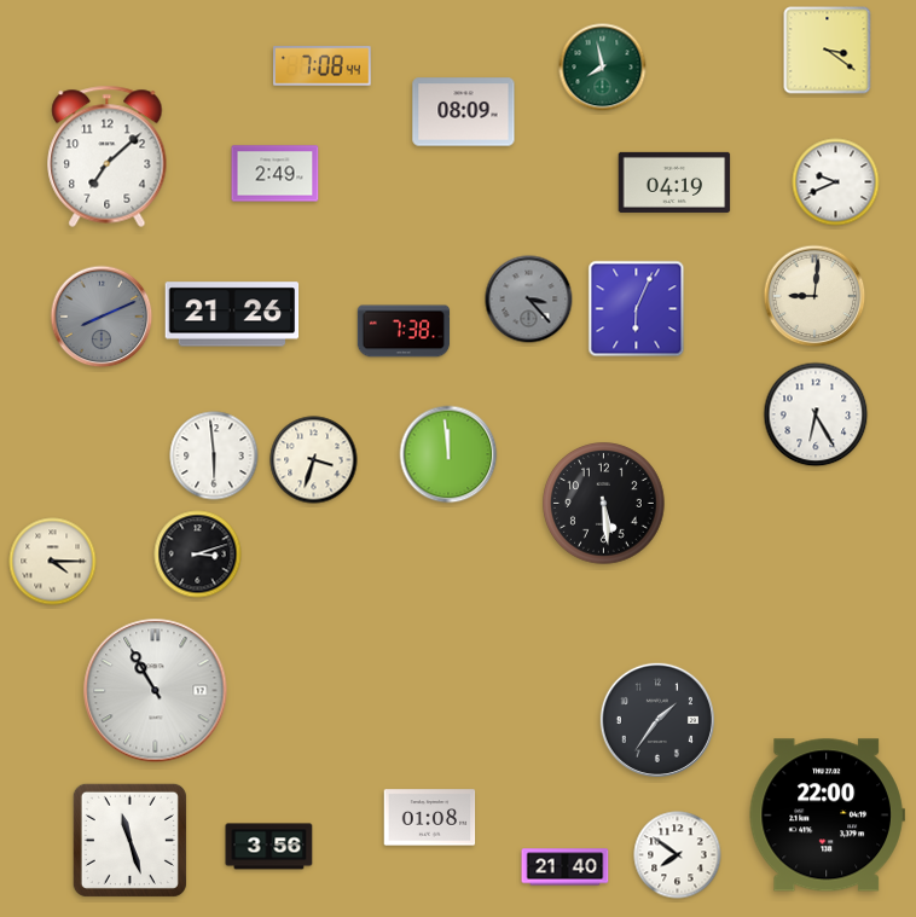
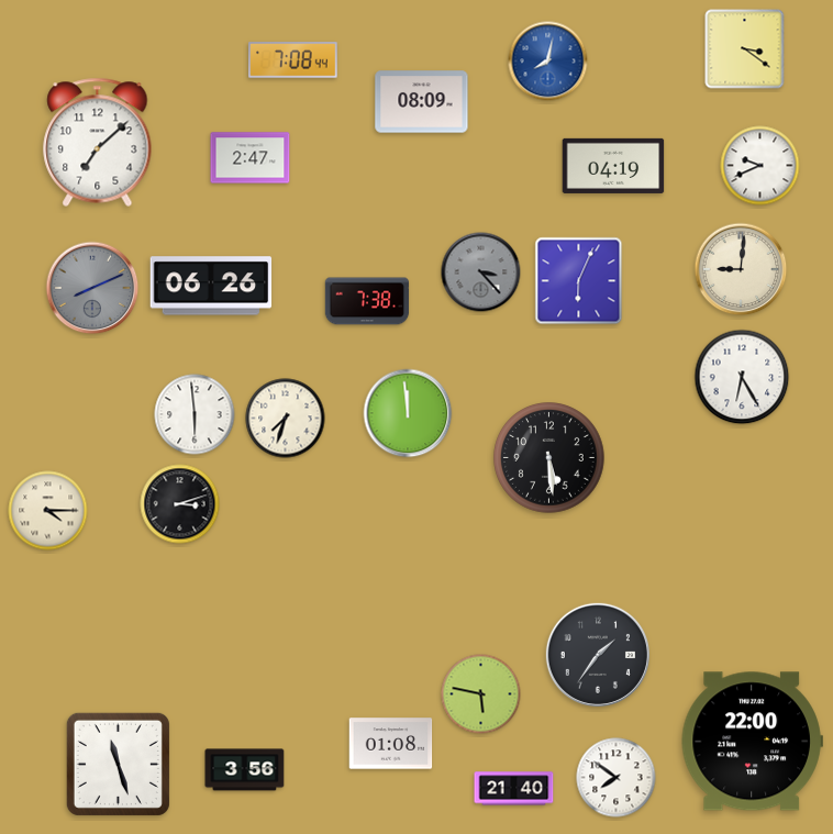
clock at (828, 51) position: (828, 51) -> (745, 49)
clock at (603, 68): 7:58 -> 8:02
clock at (603, 68) dial: green -> blue
clock at (276, 174): 2:49 -> 2:47
clock at (232, 314): 21:26 -> 06:26
clock at (314, 460): 3:33 -> 7:33
clock at (156, 691): 10:55 -> none
clock at (481, 694): none -> 5:47
